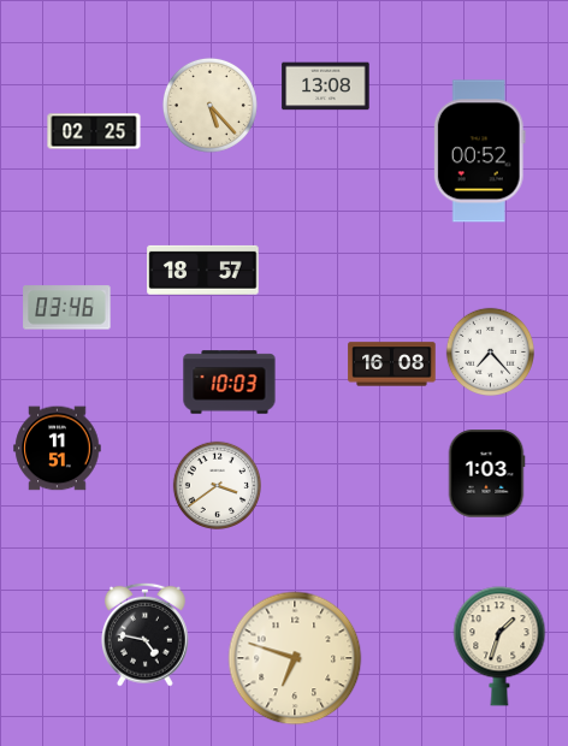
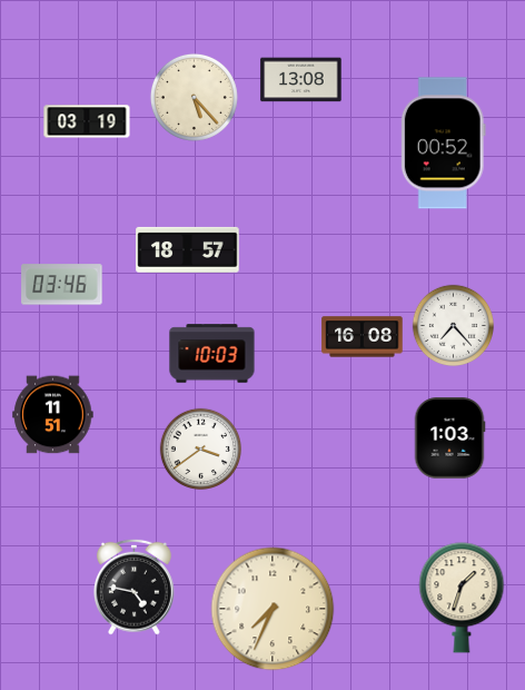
clock at (94, 131): 02:25 -> 03:19
clock at (479, 152) position: (479, 152) -> (443, 144)
clock at (295, 658): 6:48 -> 7:34
